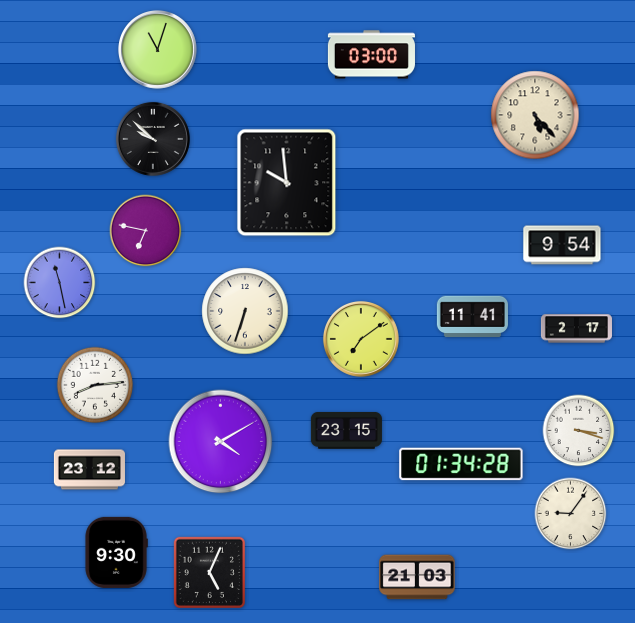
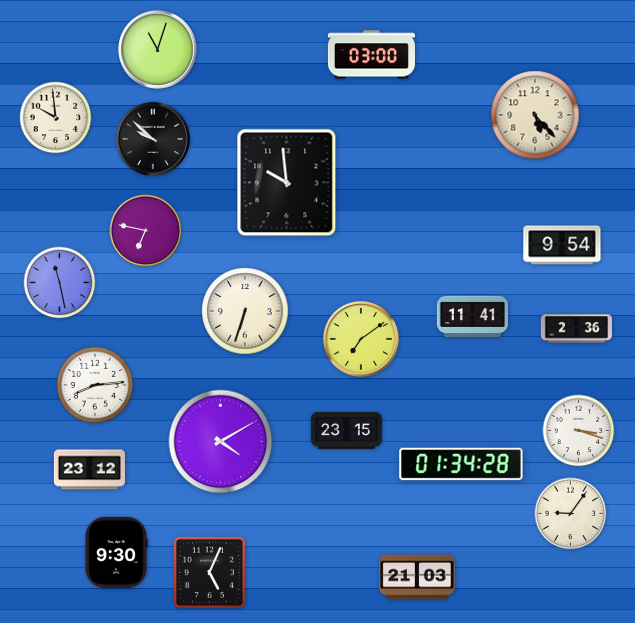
clock at (56, 118): none -> 9:59
clock at (576, 329): 2:17 -> 2:36
